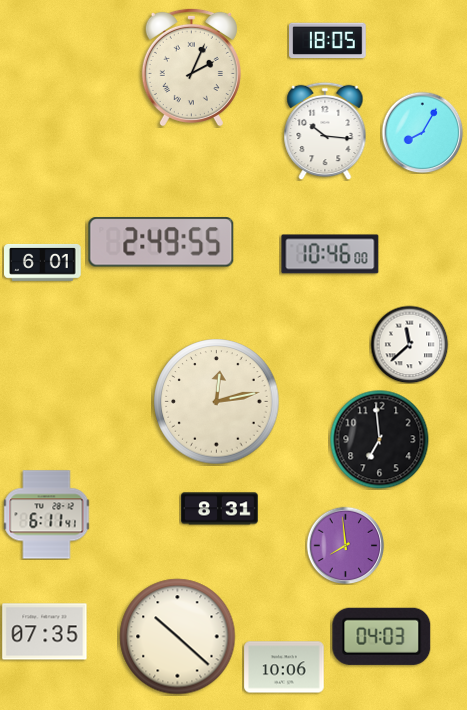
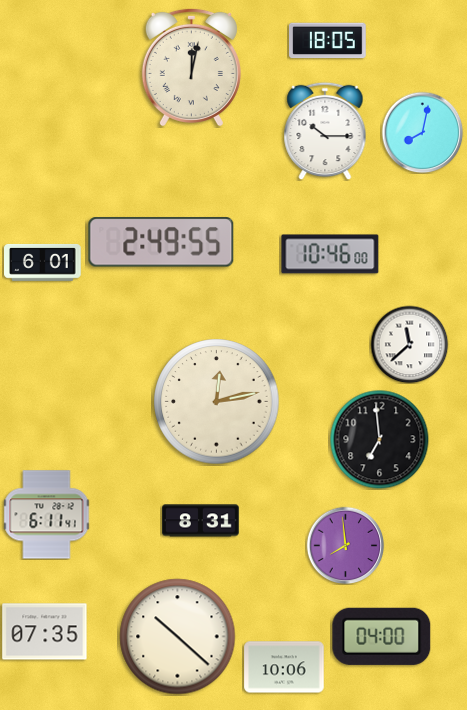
clock at (191, 66): 2:04 -> 12:02
clock at (325, 131): 10:16 -> 10:15
clock at (422, 132): 8:05 -> 8:02
clock at (220, 509) position: (220, 509) -> (201, 521)
clock at (382, 636): 04:03 -> 04:00
